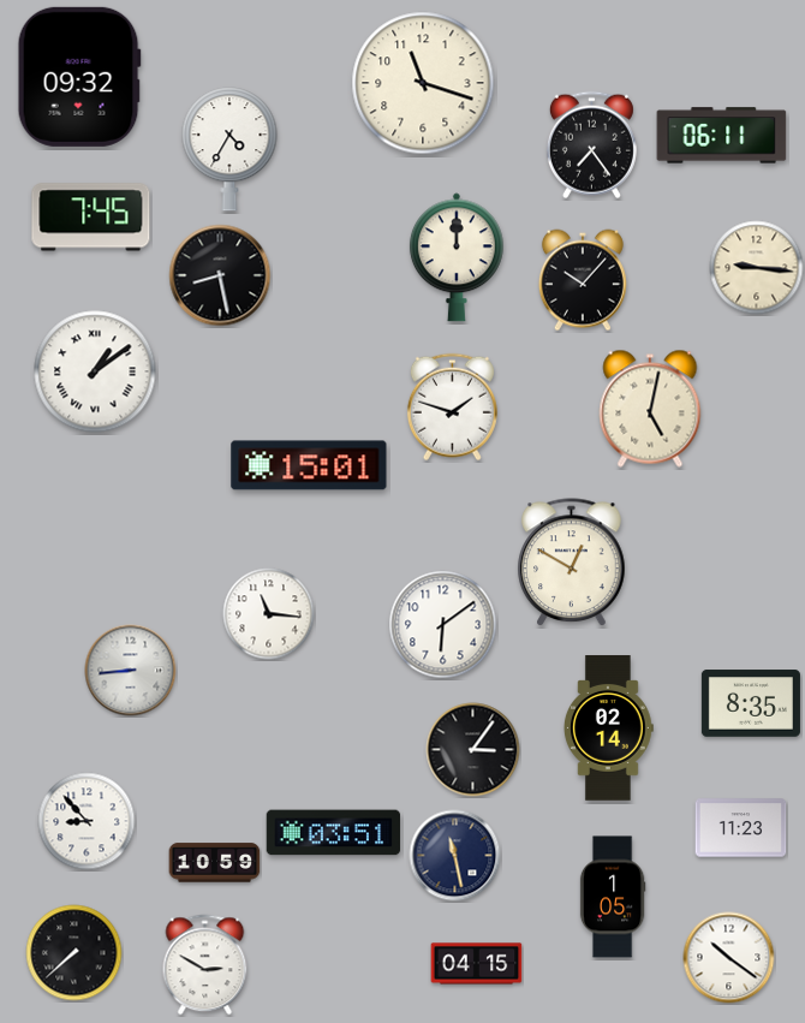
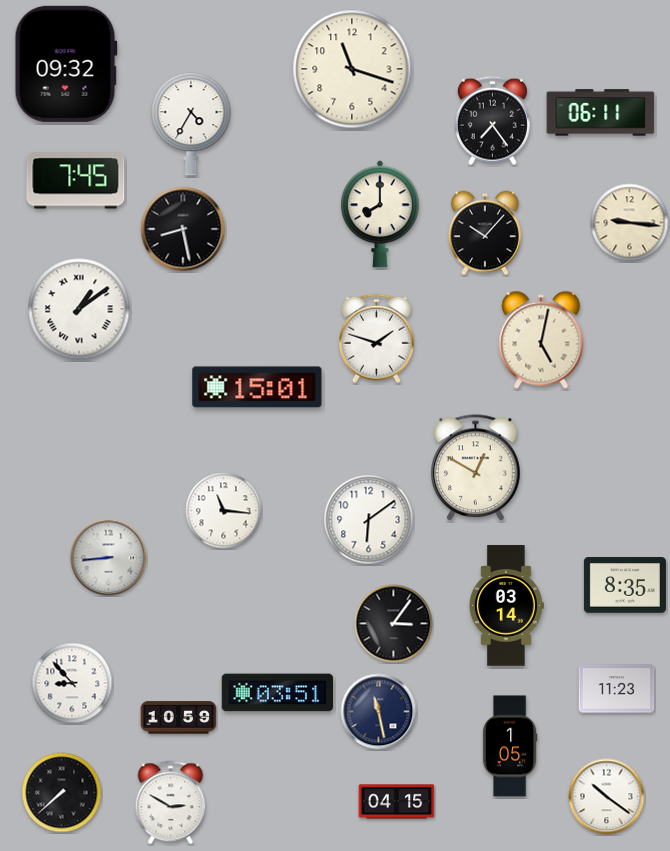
clock at (457, 257): 12:00 -> 8:00
clock at (608, 728): 02:14 -> 03:14
